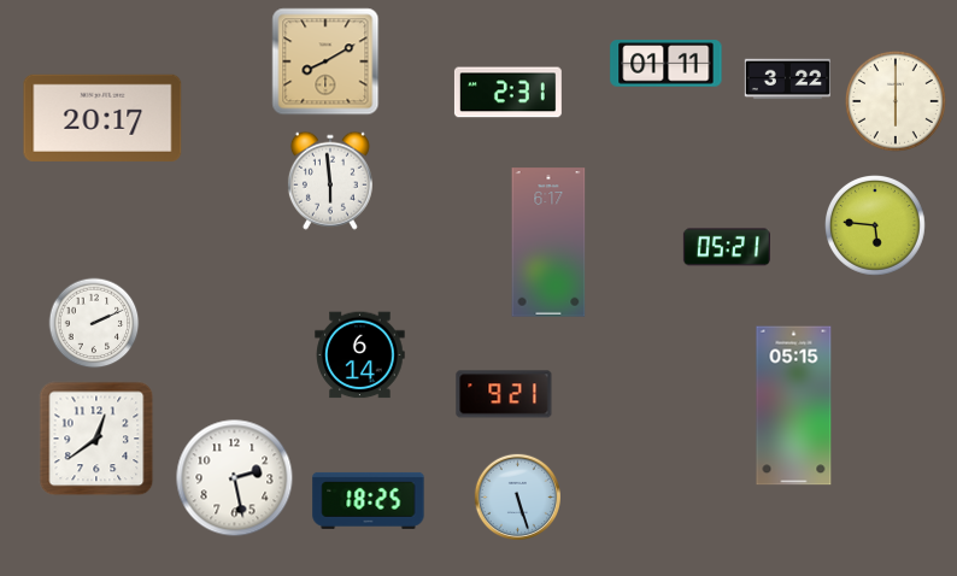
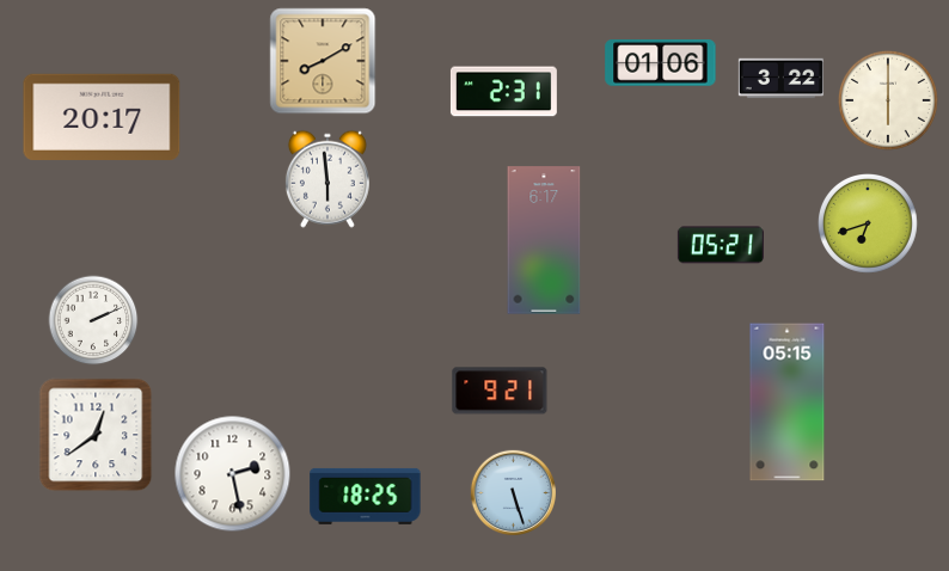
clock at (667, 64): 01:11 -> 01:06
clock at (876, 227): 5:46 -> 6:42
clock at (360, 355): 6:14 -> none
